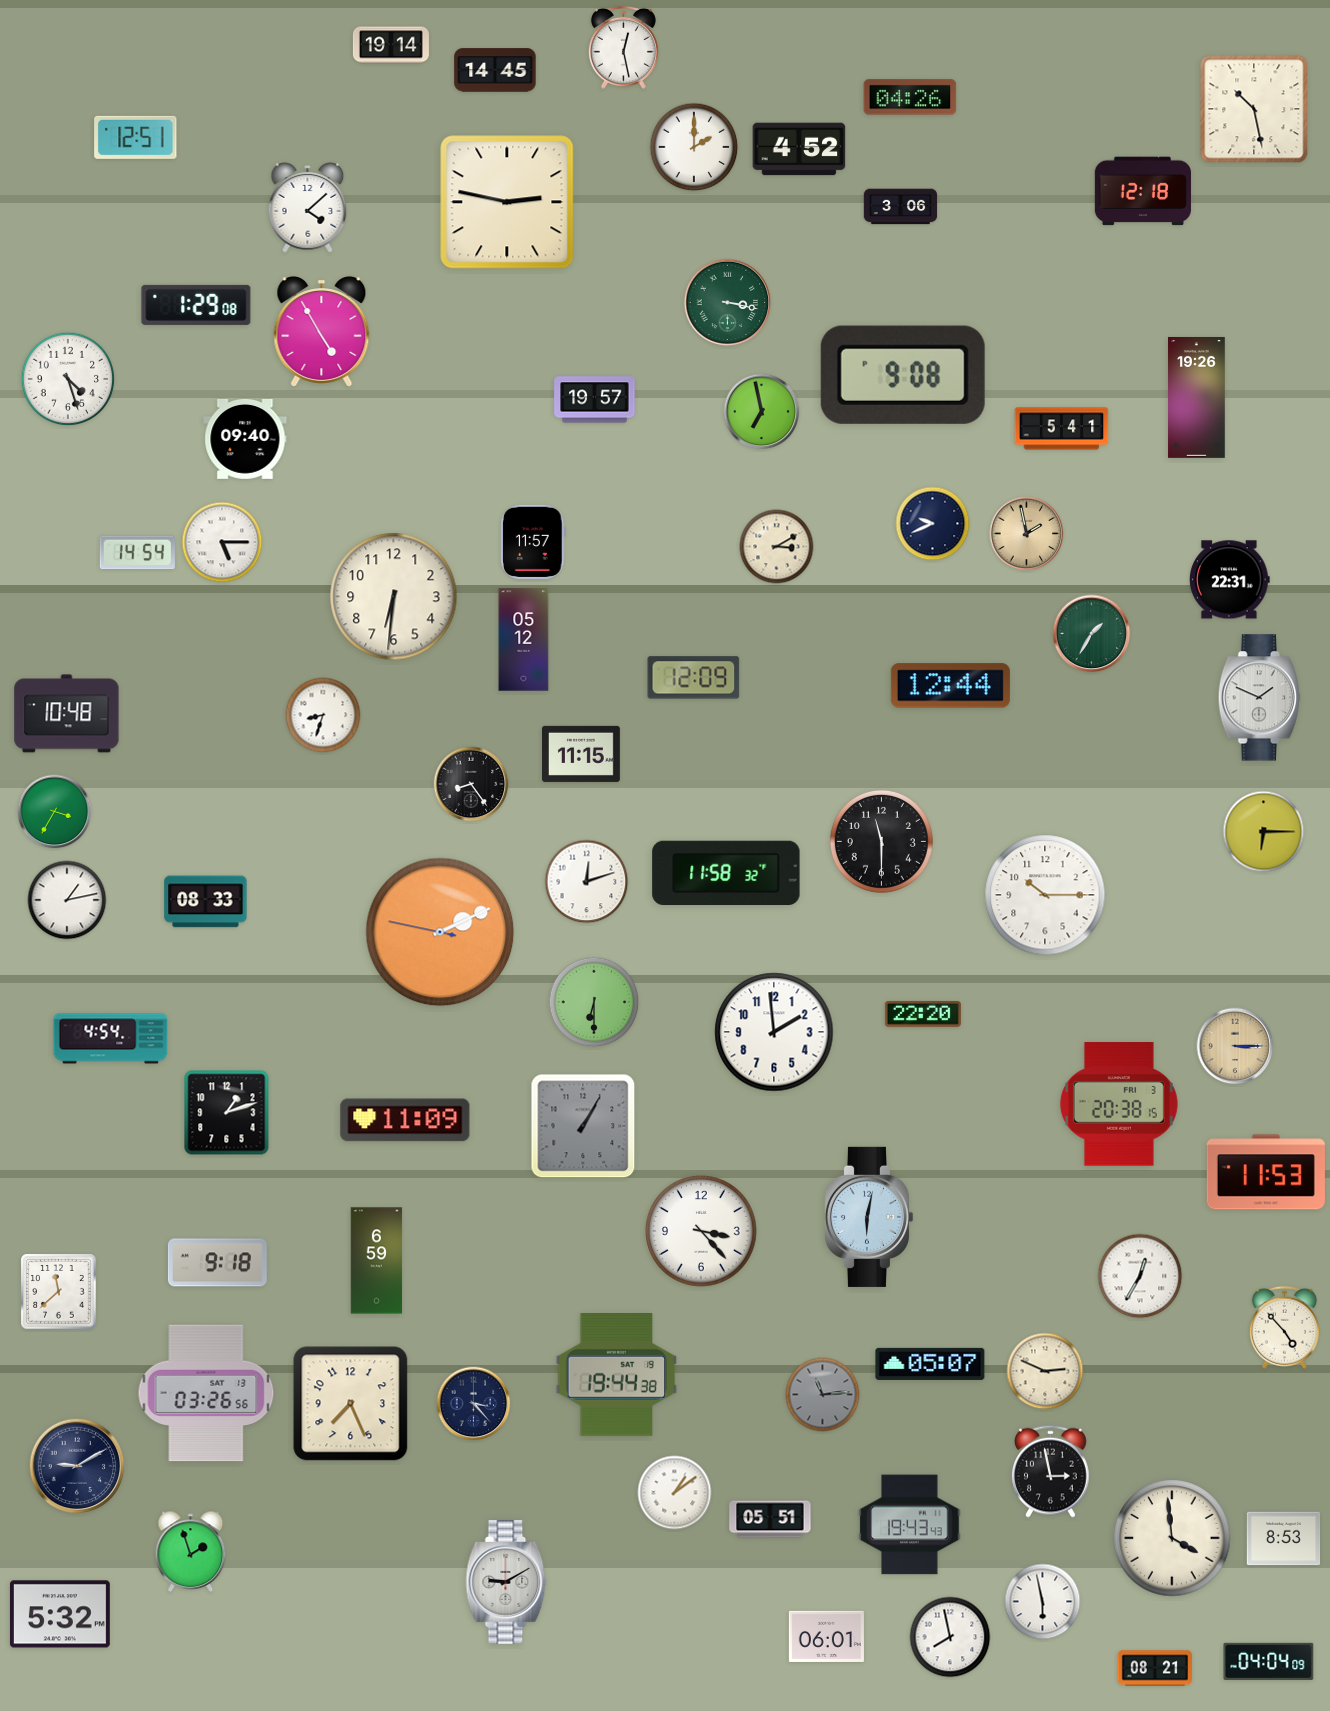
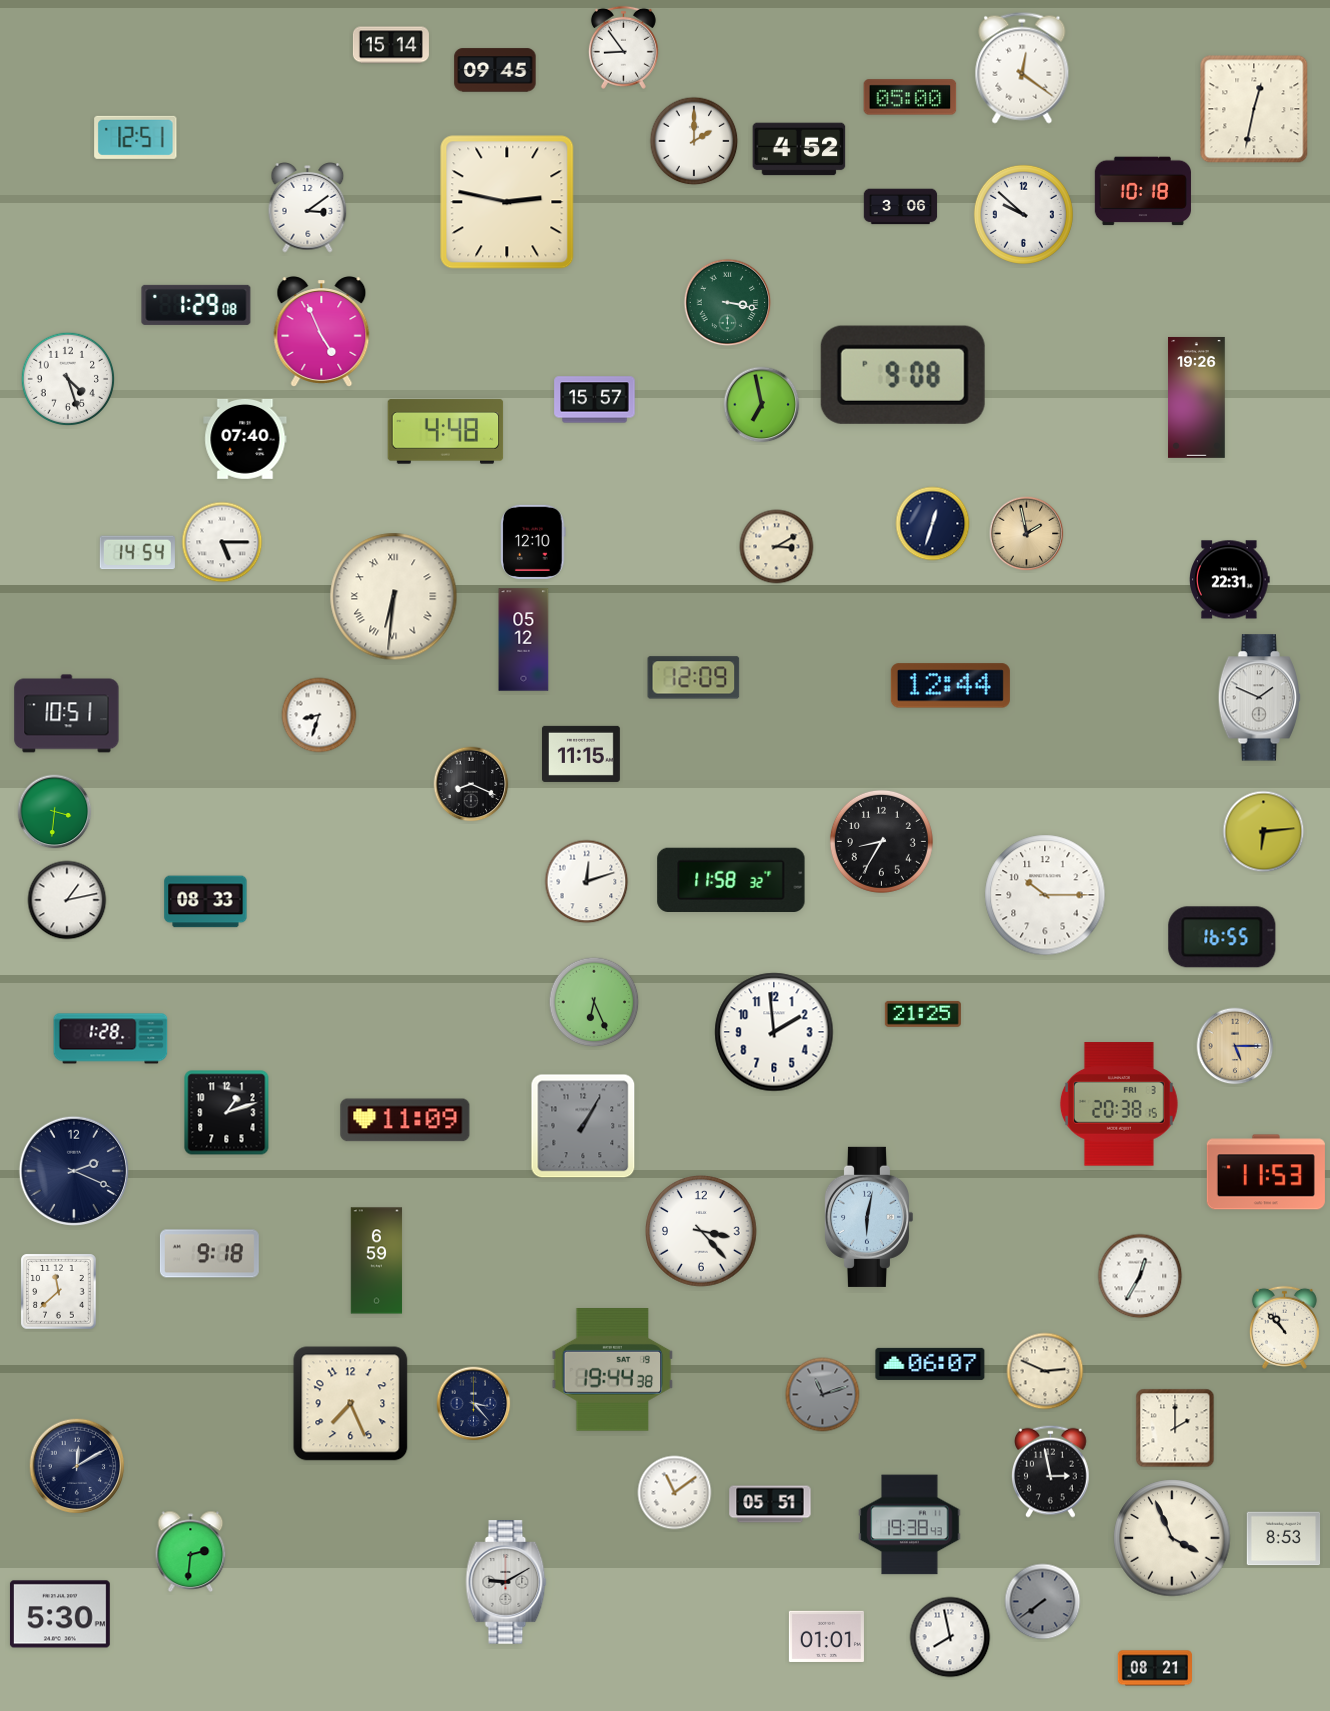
clock at (391, 45): 19:14 -> 15:14
clock at (623, 47): 12:28 -> 8:54
clock at (1022, 68): none -> 12:21
clock at (495, 70): 14:45 -> 09:45
clock at (910, 97): 04:26 -> 05:00
clock at (1254, 109): 10:28 -> 12:32
clock at (694, 147) position: (694, 147) -> (694, 141)
clock at (1143, 191): 12:18 -> 10:18
clock at (308, 208): 4:08 -> 3:09
clock at (1023, 214): none -> 9:52
clock at (322, 332): 4:55 -> 4:56
clock at (595, 400): 19:57 -> 15:57
clock at (762, 412) position: (762, 412) -> (762, 405)
clock at (1062, 429): 5:41 -> none
clock at (446, 432): none -> 4:48
clock at (245, 439): 09:40 -> 07:40
clock at (933, 524): 9:41 -> 12:33
clock at (533, 542): 11:57 -> 12:10
clock at (394, 597) numerals: Arabic -> Roman
clock at (1092, 634): 1:35 -> none
clock at (67, 714): 10:48 -> 10:51
clock at (323, 715) position: (323, 715) -> (319, 715)
clock at (471, 784): 8:24 -> 8:19
clock at (55, 812): 3:35 -> 3:31
clock at (1264, 832): 6:15 -> 6:14
clock at (881, 841): 11:30 -> 8:35
clock at (726, 872) position: (726, 872) -> (731, 879)
clock at (440, 932): 2:10 -> none
clock at (1222, 937): none -> 16:55
clock at (594, 1002): 6:30 -> 6:26
clock at (923, 1014): 22:20 -> 21:25
clock at (111, 1039): 4:54 -> 1:28
clock at (1235, 1046): 3:15 -> 5:15
clock at (74, 1171): none -> 2:19
clock at (217, 1263) position: (217, 1263) -> (209, 1254)
clock at (1284, 1327): 4:53 -> 10:53
clock at (930, 1364): 05:07 -> 06:07
clock at (617, 1375) position: (617, 1375) -> (613, 1370)
clock at (206, 1393): 03:26 -> none
clock at (823, 1395): 11:14 -> 11:12
clock at (1175, 1428): none -> 2:00
clock at (77, 1466): 9:10 -> 12:10
clock at (675, 1493): 1:09 -> 11:09
clock at (770, 1519) position: (770, 1519) -> (770, 1504)
clock at (910, 1525): 19:43 -> 19:38
clock at (1172, 1538): 3:59 -> 3:56
clock at (191, 1551): 1:57 -> 2:31
clock at (1043, 1602): 5:58 -> 7:39
clock at (1043, 1602) dial: white -> grey
clock at (60, 1614): 5:32 -> 5:30
clock at (826, 1636): 06:01 -> 01:01
clock at (1269, 1661): 04:04 -> none
